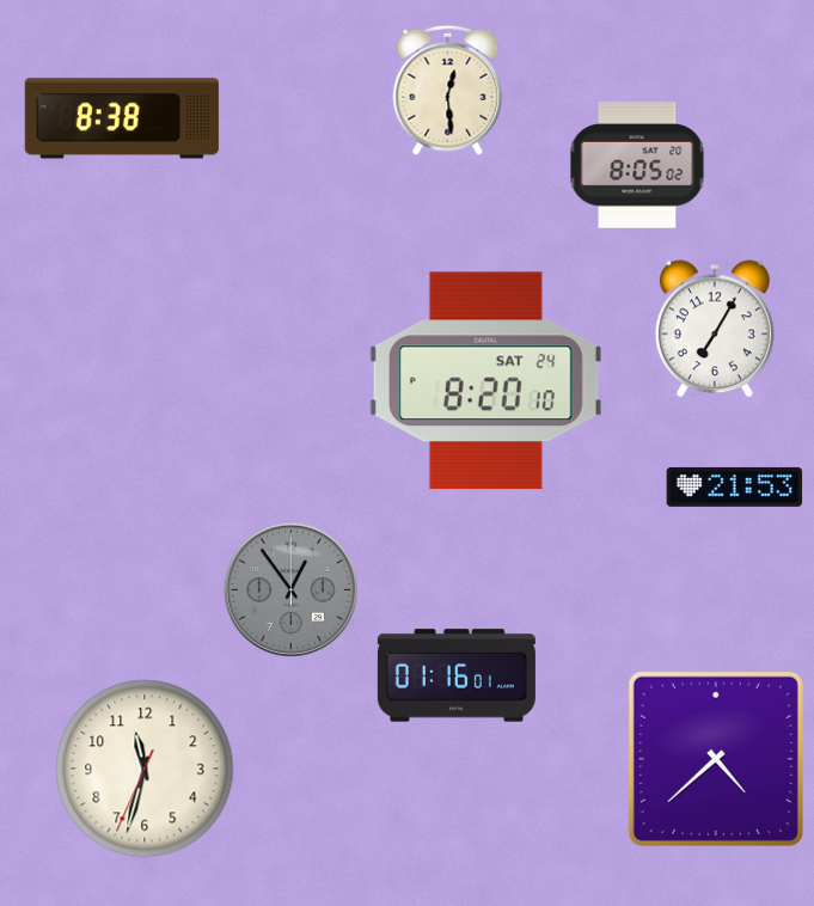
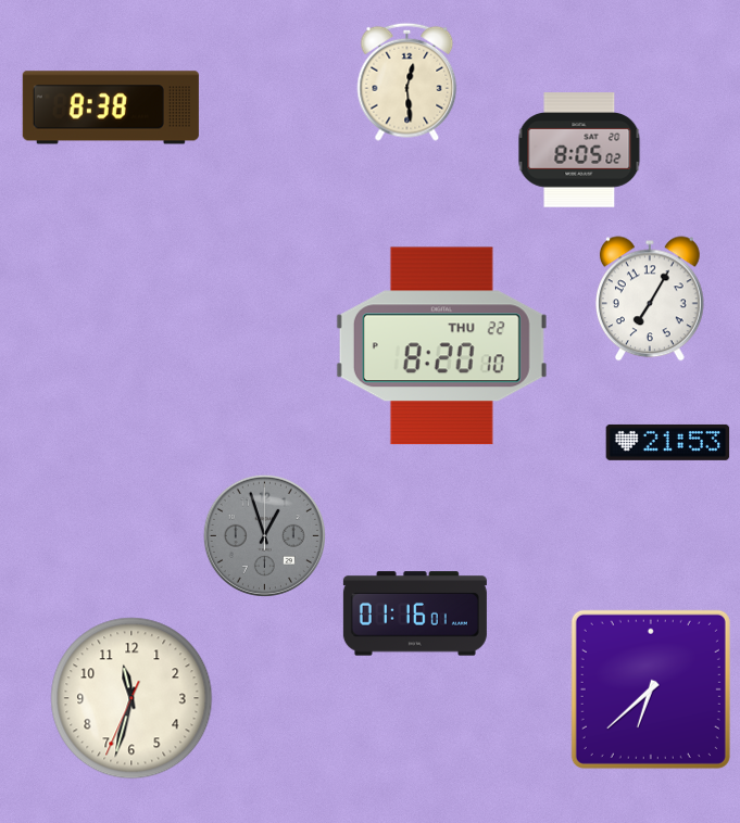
clock at (485, 381) date: SAT 24 -> THU 22
clock at (290, 589): 12:54 -> 12:57
clock at (716, 759): 4:38 -> 6:38
